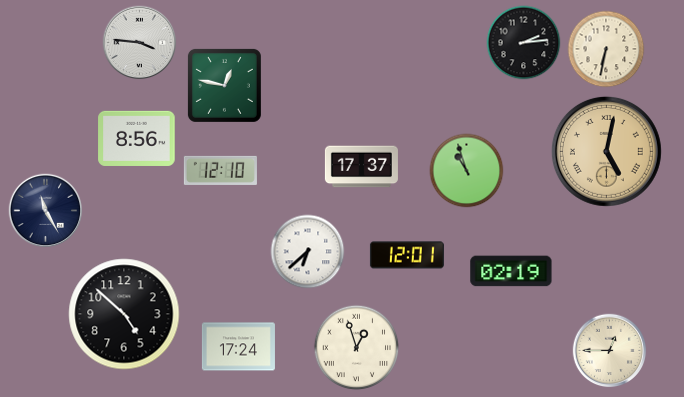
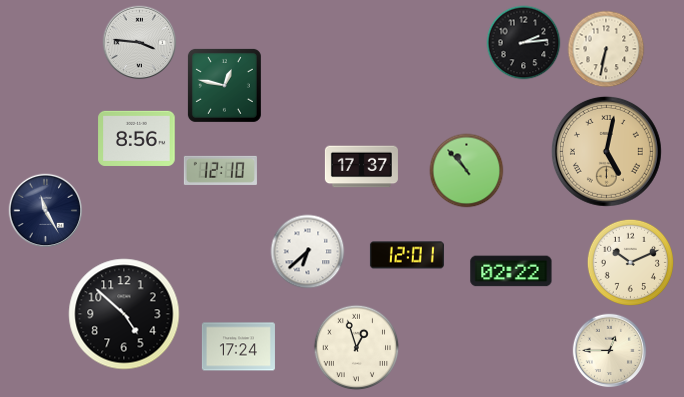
clock at (467, 171): 10:57 -> 10:53
clock at (630, 262): none -> 10:11
clock at (511, 271): 02:19 -> 02:22
